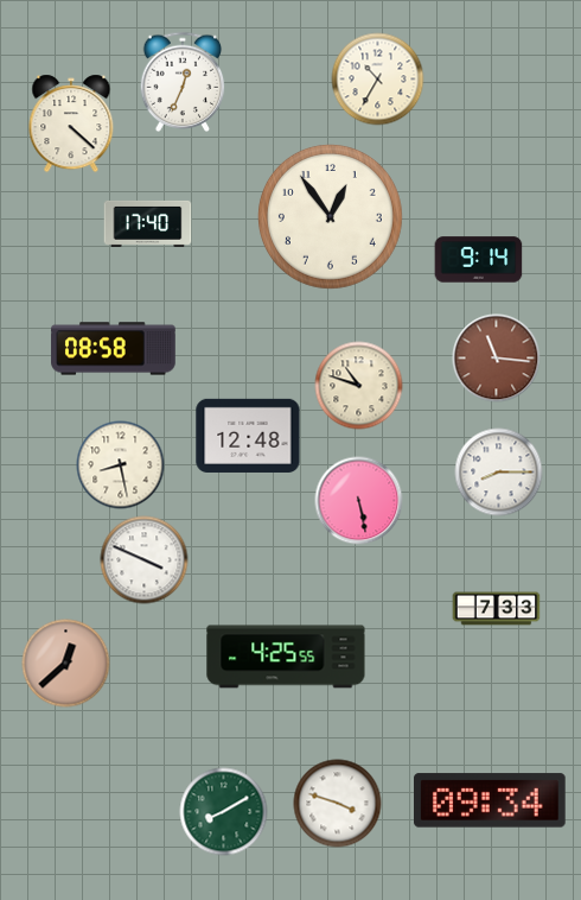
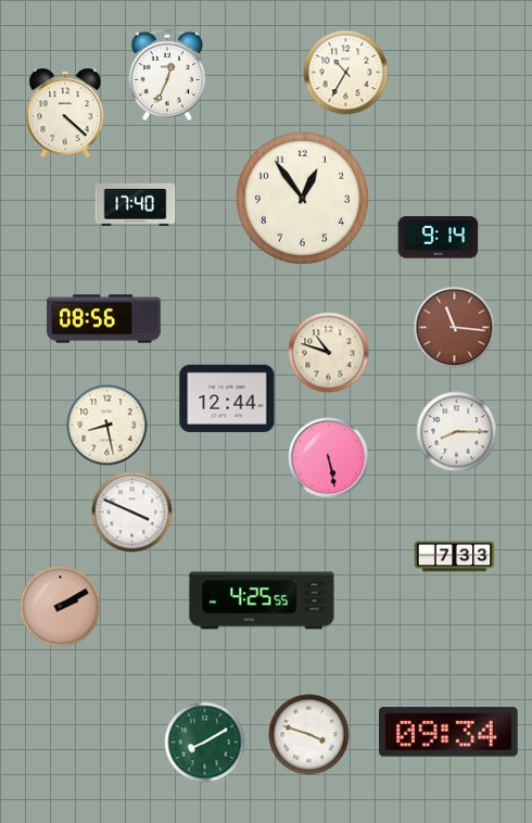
clock at (114, 349): 08:58 -> 08:56
clock at (248, 436): 12:48 -> 12:44
clock at (121, 465) position: (121, 465) -> (107, 426)
clock at (66, 664): 12:38 -> 2:10
